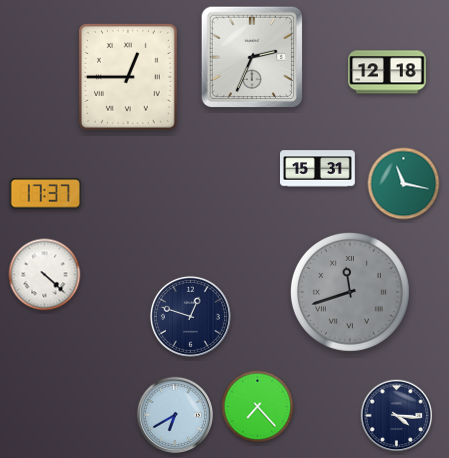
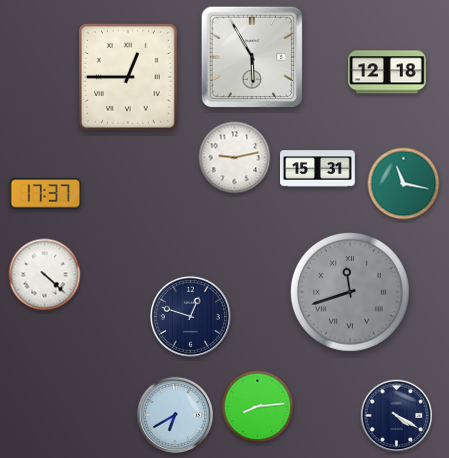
clock at (251, 56): 2:34 -> 5:55
clock at (235, 158): none -> 9:13
clock at (258, 407): 7:23 -> 8:14
clock at (397, 416): 4:16 -> 4:20
